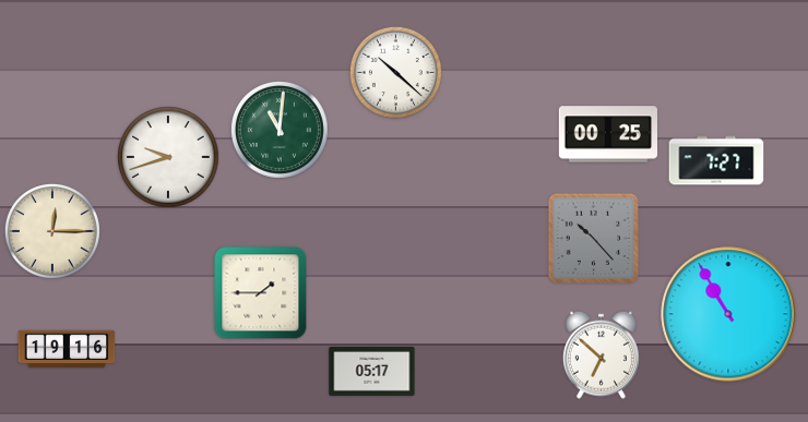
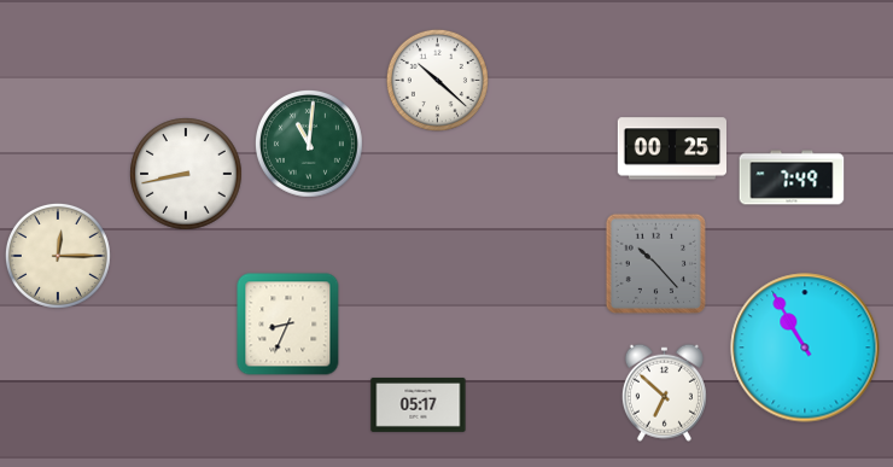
clock at (168, 157): 9:42 -> 8:43
clock at (716, 160): 7:27 -> 7:49
clock at (261, 293): 1:45 -> 8:34
clock at (67, 348): 19:16 -> none
clock at (372, 371) position: (372, 371) -> (419, 404)
